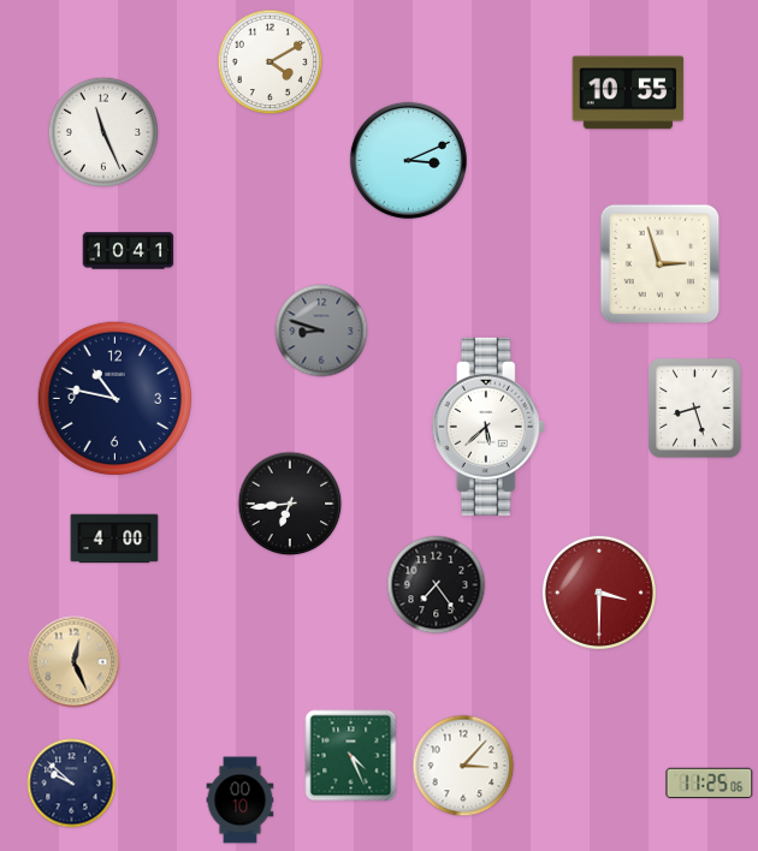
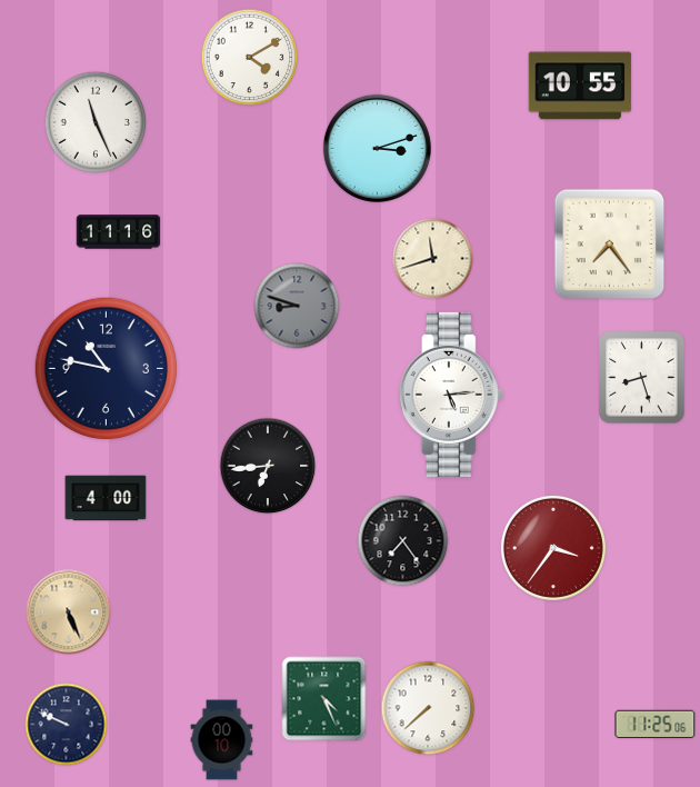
clock at (408, 160): 3:11 -> 3:12
clock at (129, 251): 10:41 -> 11:16
clock at (661, 264): 2:57 -> 7:24
clock at (433, 259): none -> 11:42
clock at (488, 427): 5:38 -> 5:14
clock at (599, 593): 3:30 -> 3:36
clock at (75, 662): 12:26 -> 5:26
clock at (463, 766): 3:07 -> 7:38
clock at (72, 784): 9:52 -> 9:49
